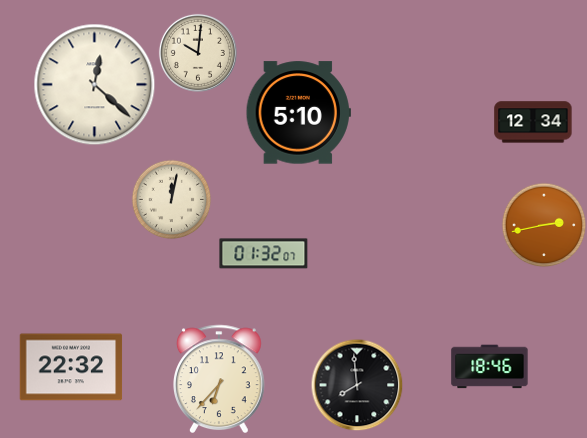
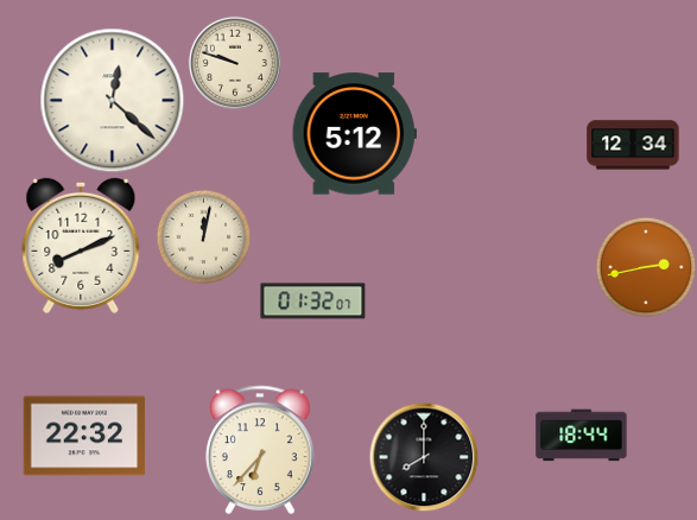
clock at (198, 53): 10:01 -> 9:48
clock at (298, 113): 5:10 -> 5:12
clock at (81, 246): none -> 8:11
clock at (490, 367): 18:46 -> 18:44
clock at (357, 385): 7:59 -> 8:00
